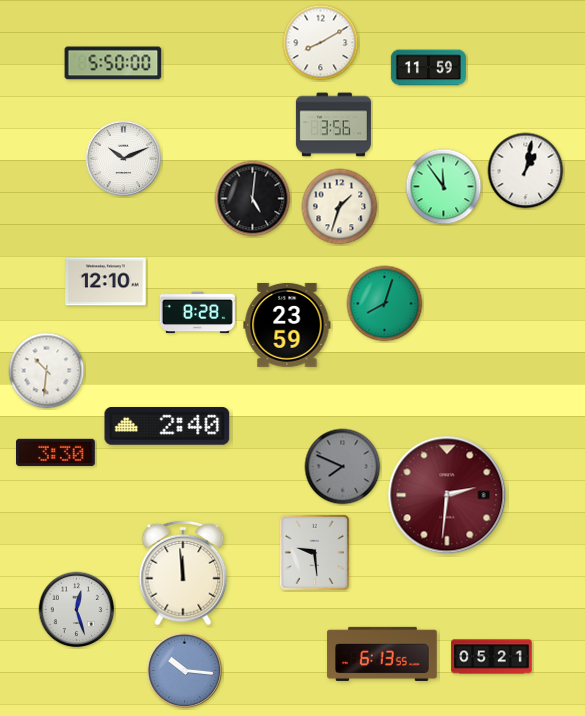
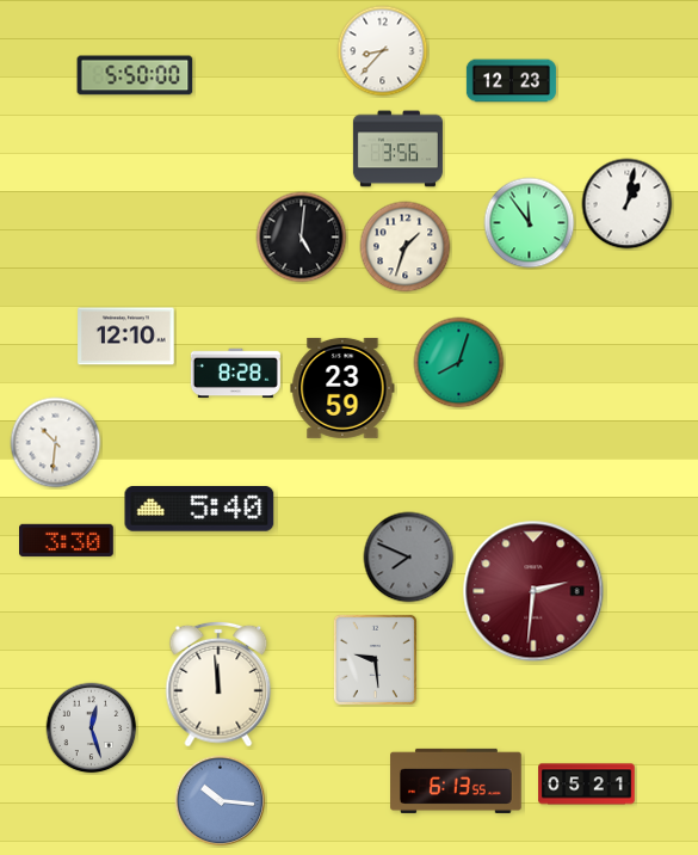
clock at (321, 43): 8:10 -> 8:37
clock at (428, 68): 11:59 -> 12:23
clock at (124, 159): 10:11 -> none
clock at (167, 427): 2:40 -> 5:40
